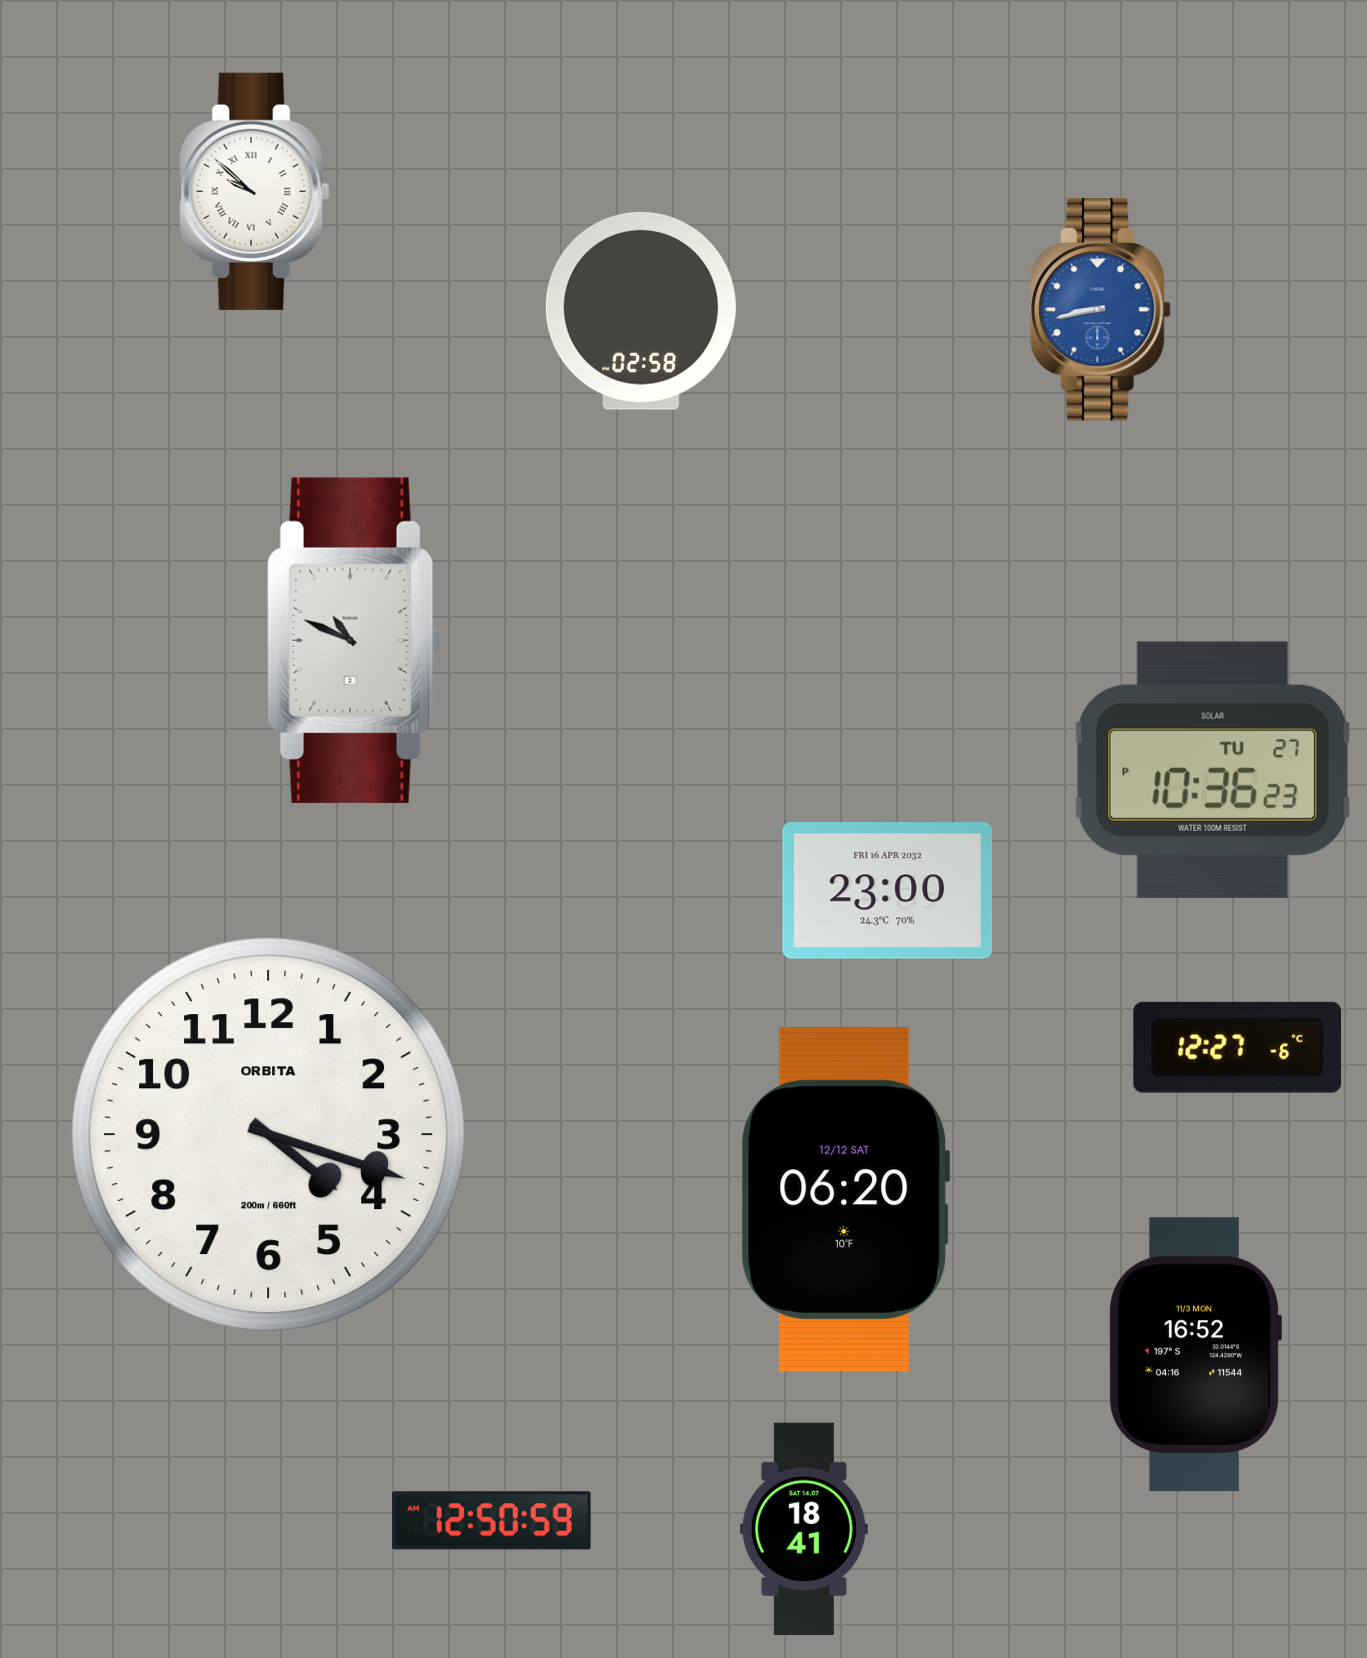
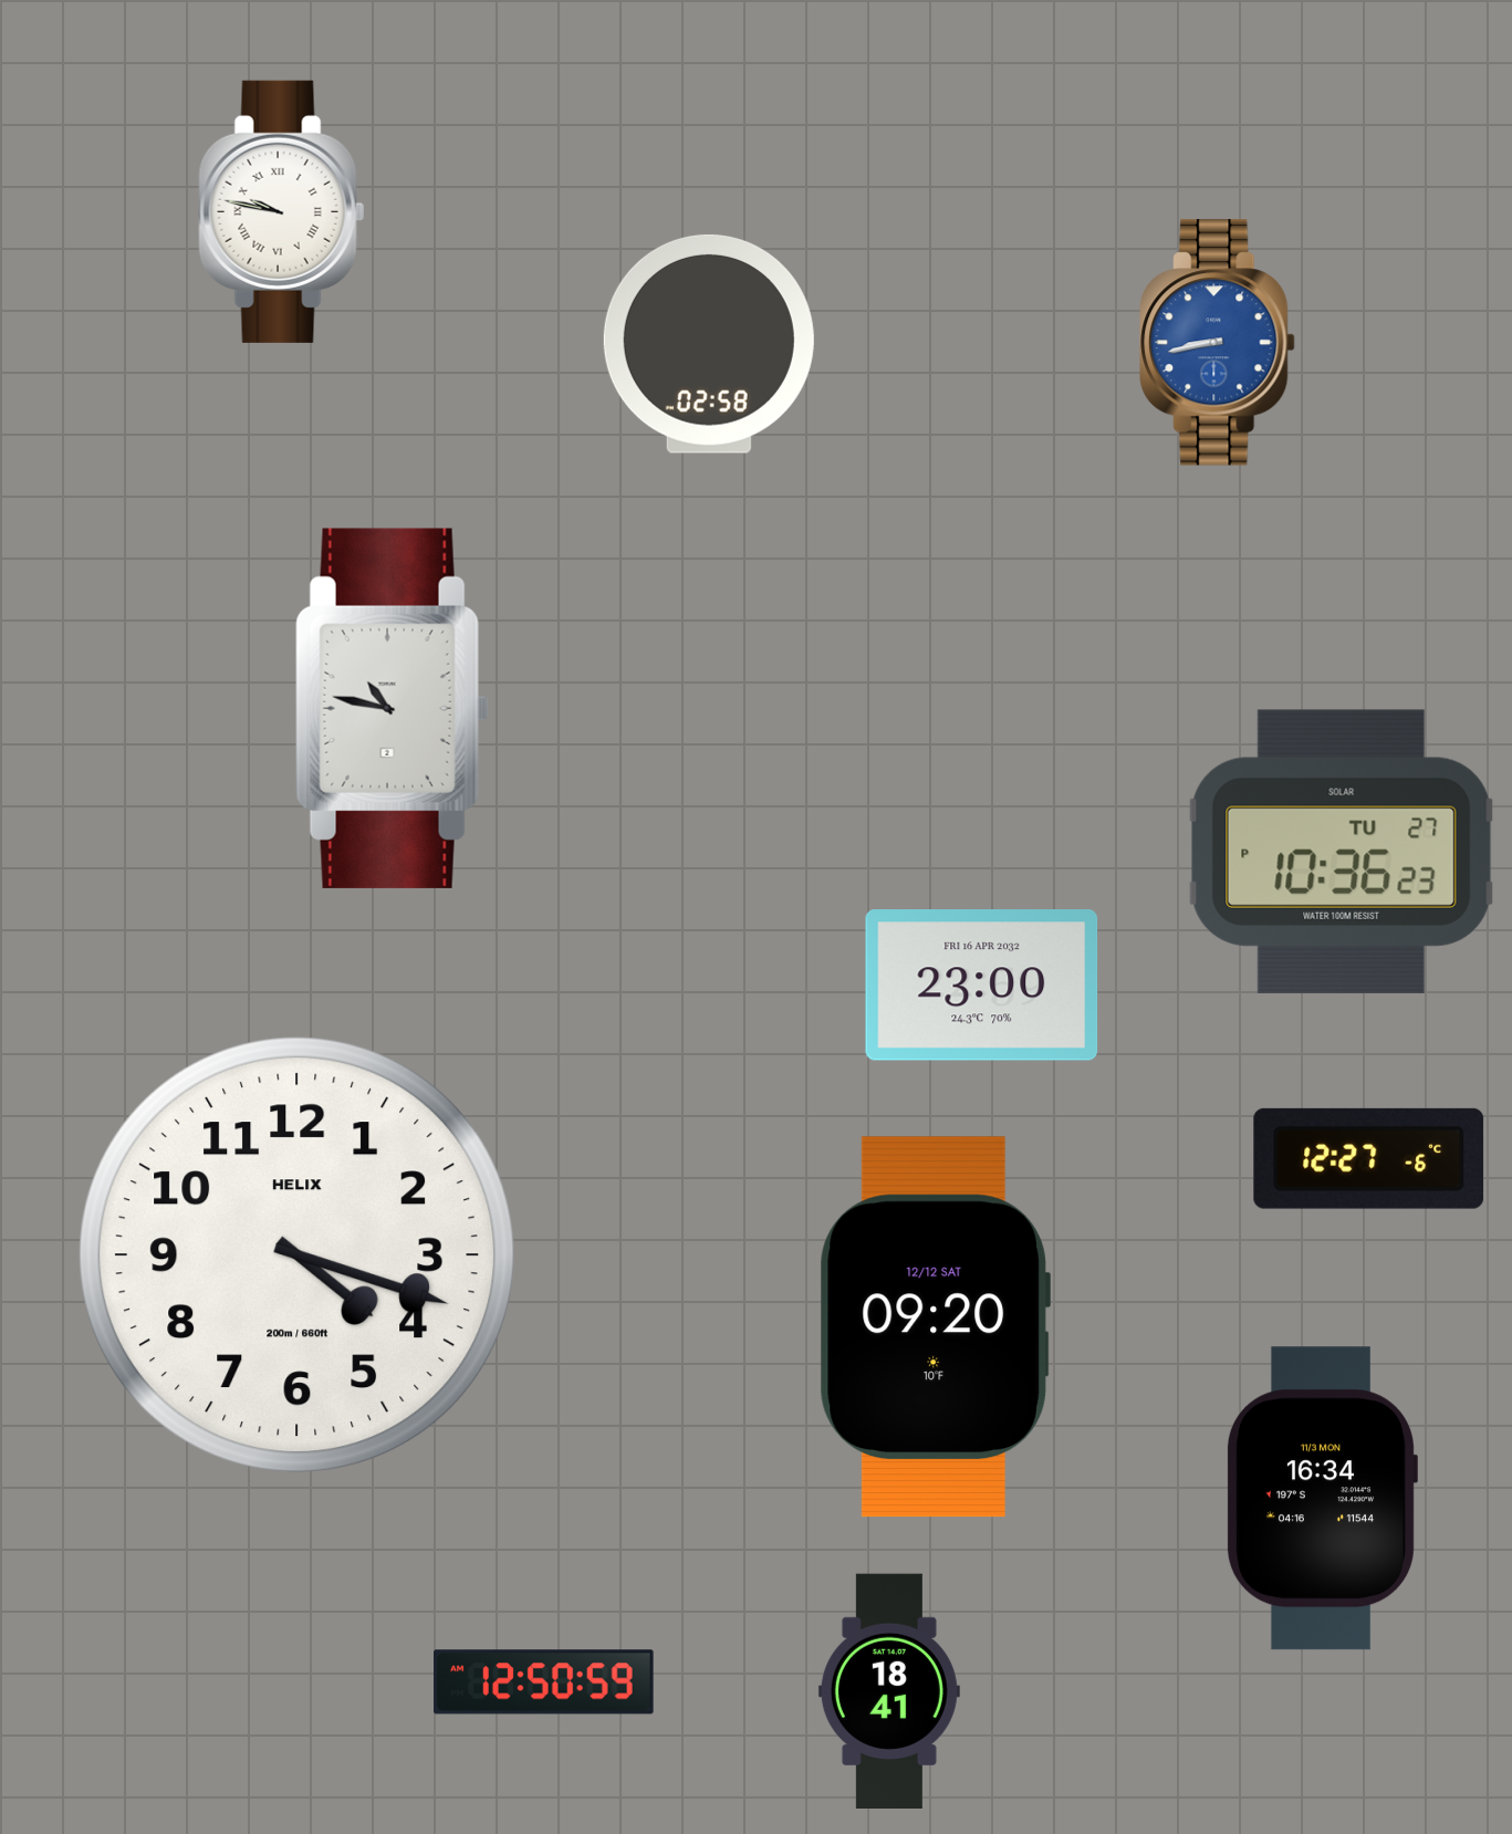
clock at (255, 191): 9:52 -> 9:47
clock at (354, 640): 10:49 -> 10:47
clock at (269, 1135) brand: ORBITA -> HELIX
clock at (845, 1200): 06:20 -> 09:20
clock at (1195, 1355): 16:52 -> 16:34
